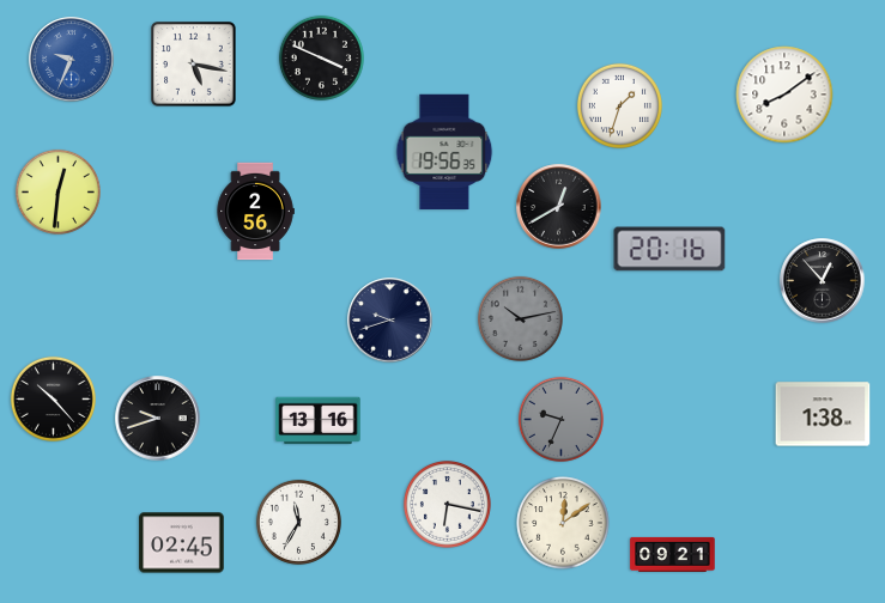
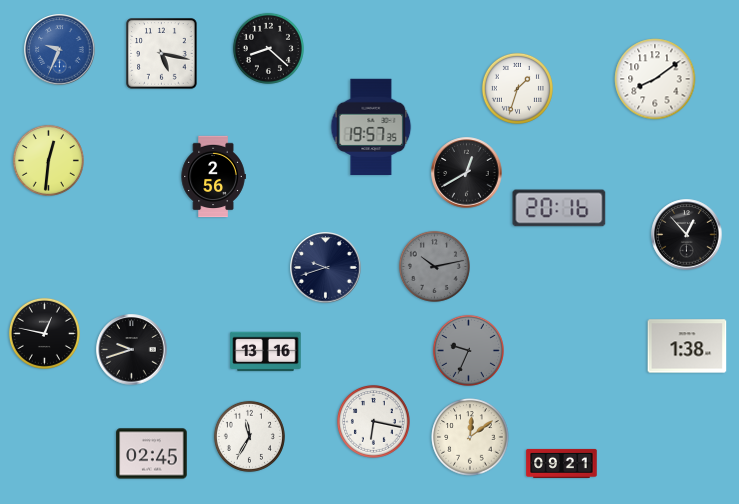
clock at (321, 57): 3:49 -> 8:22
clock at (444, 152): 19:56 -> 19:57
clock at (53, 398): 10:23 -> 12:47
